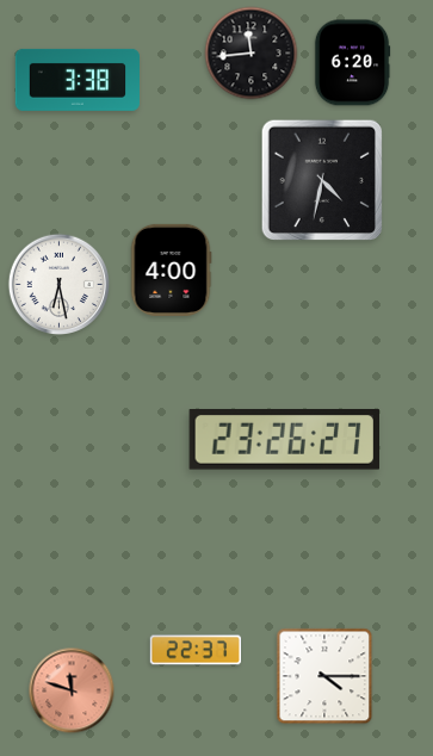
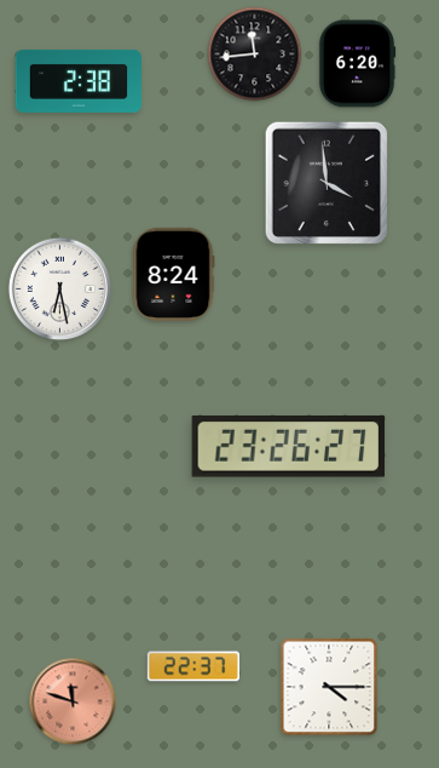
clock at (76, 80): 3:38 -> 2:38
clock at (322, 180): 4:32 -> 3:59
clock at (171, 269): 4:00 -> 8:24
clock at (194, 650) position: (194, 650) -> (192, 666)
